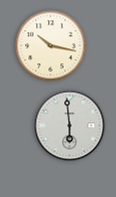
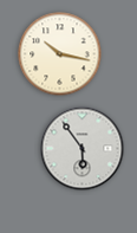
clock at (70, 126): 5:59 -> 5:54
